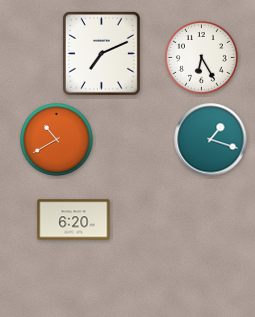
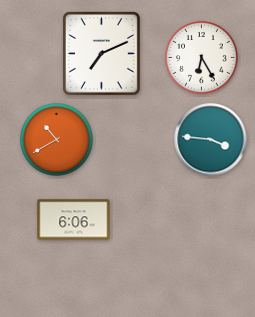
clock at (211, 140): 1:18 -> 3:46
clock at (74, 220): 6:20 -> 6:06
